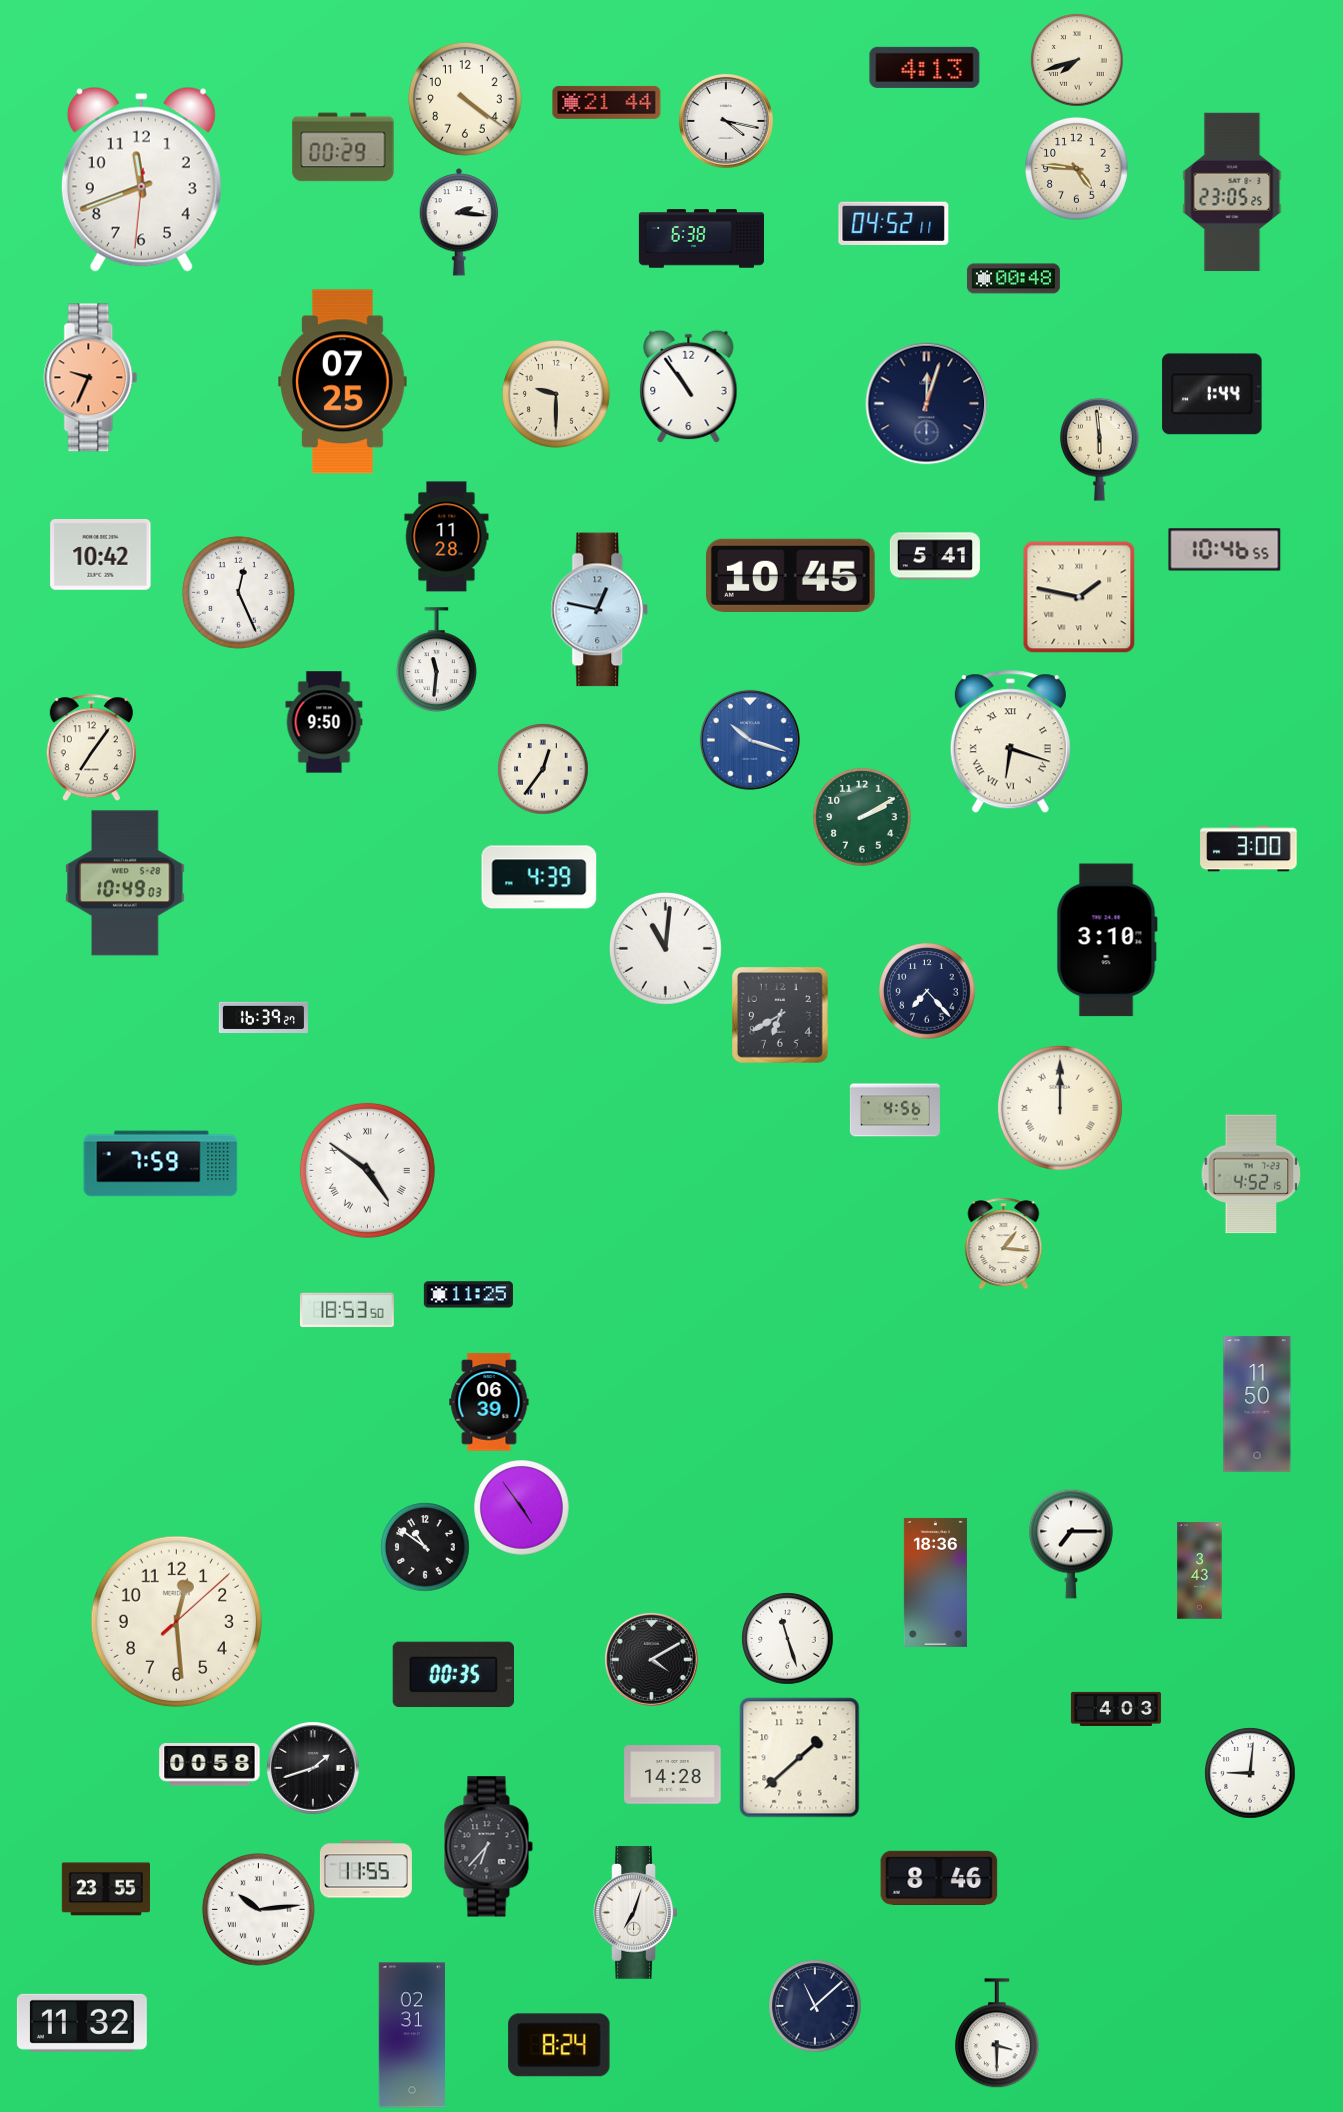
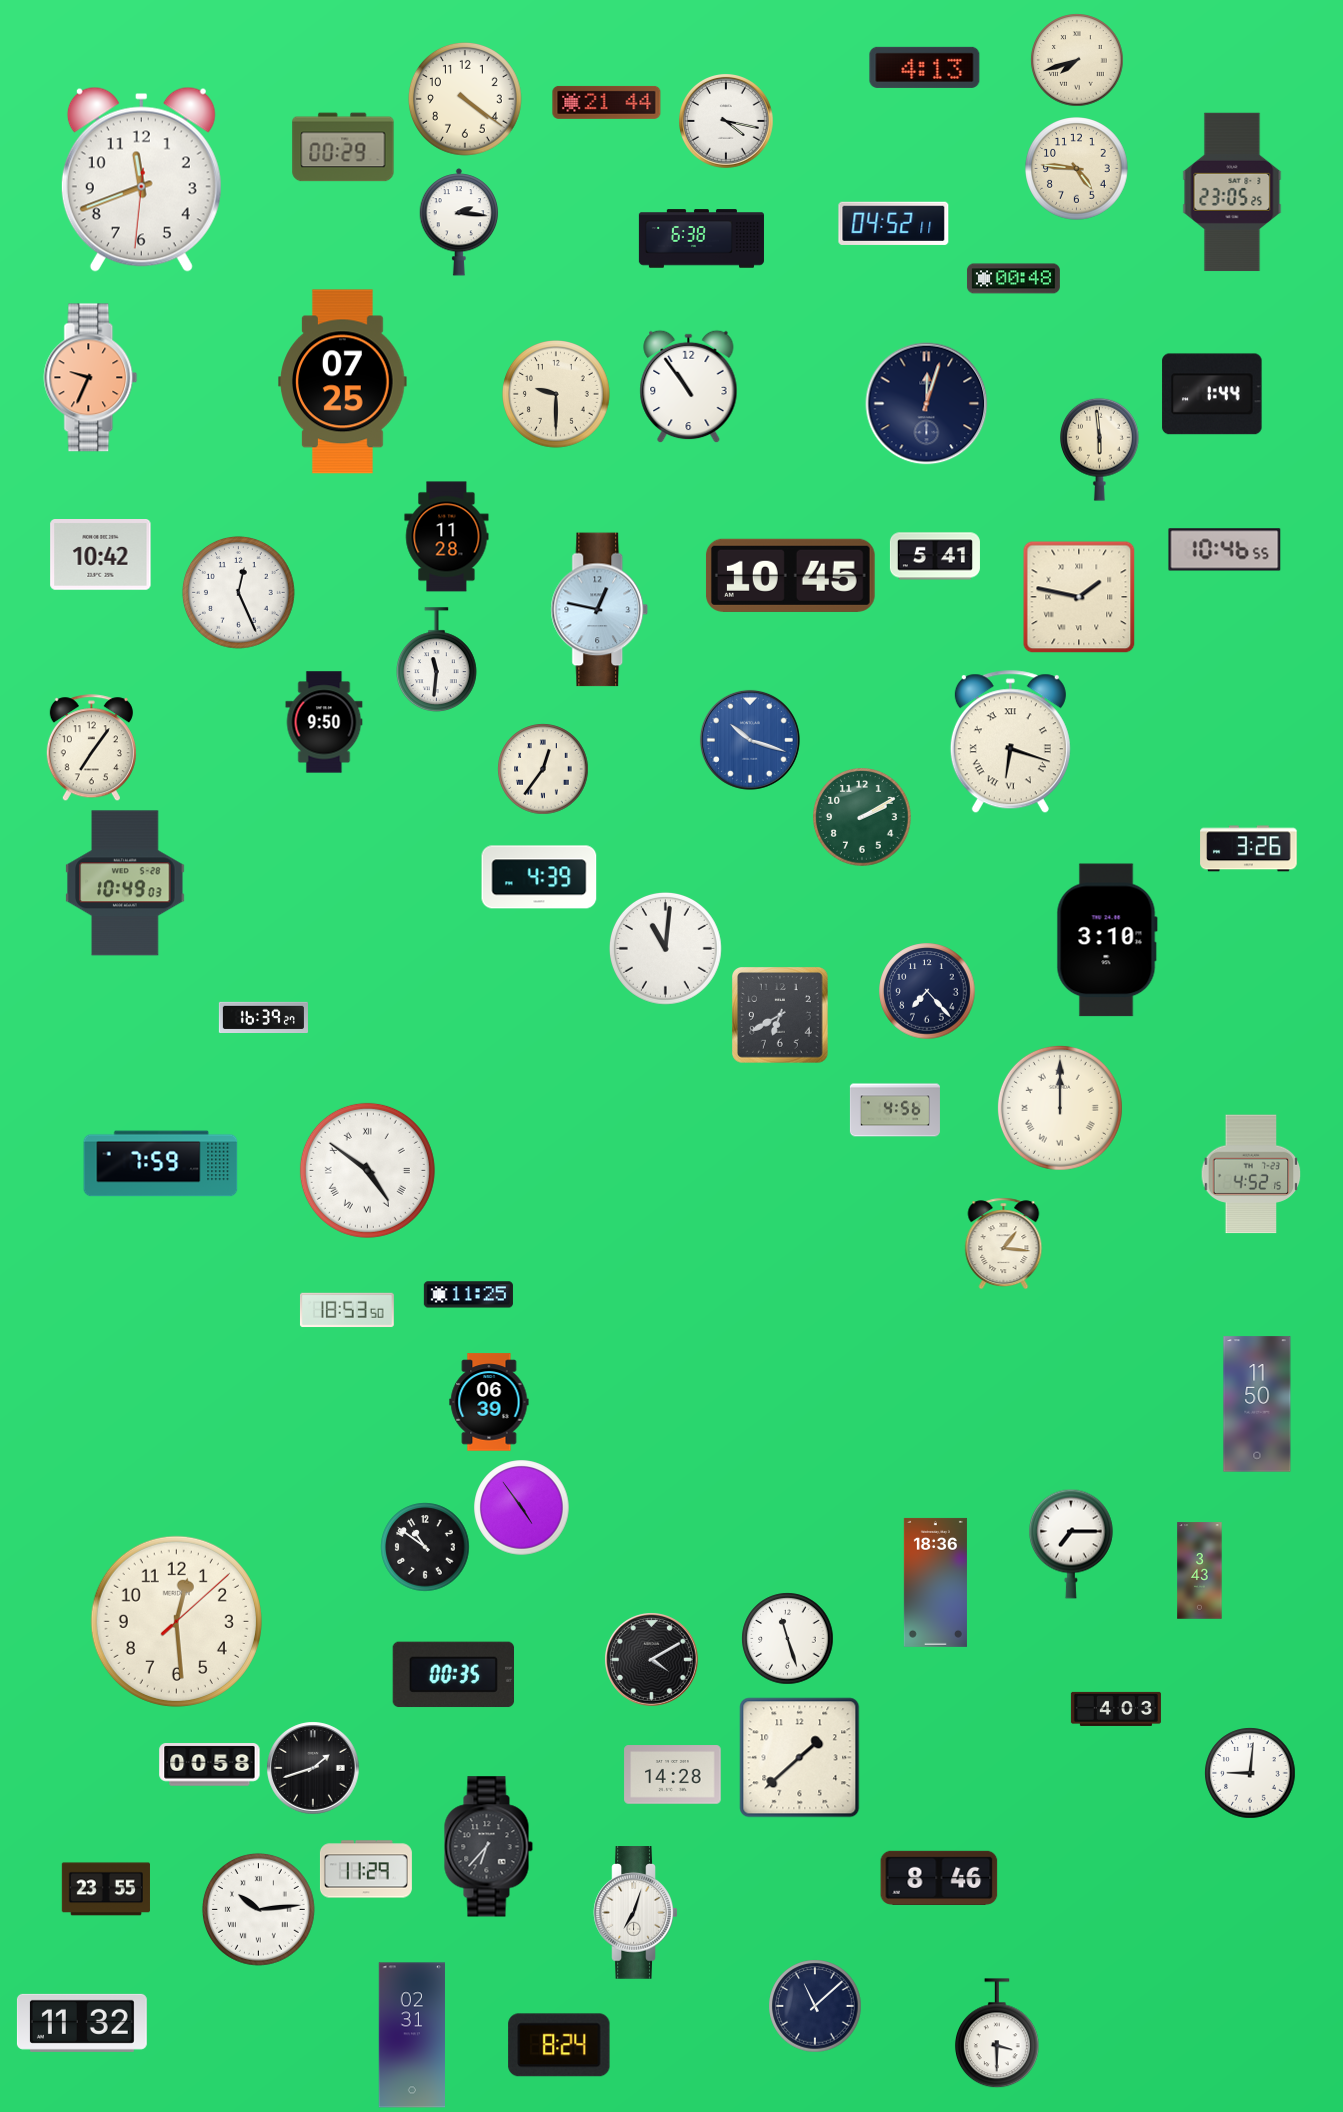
clock at (1249, 849): 3:00 -> 3:26
clock at (366, 1869): 11:55 -> 11:29
